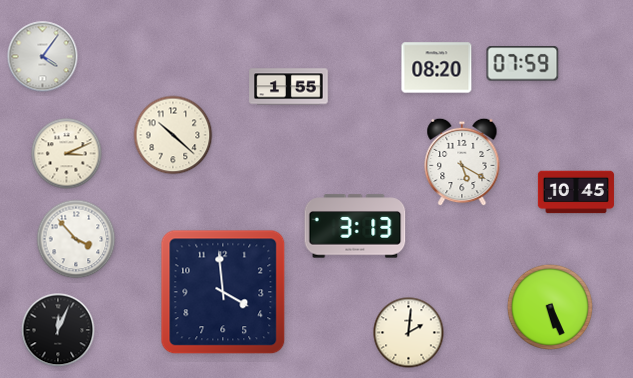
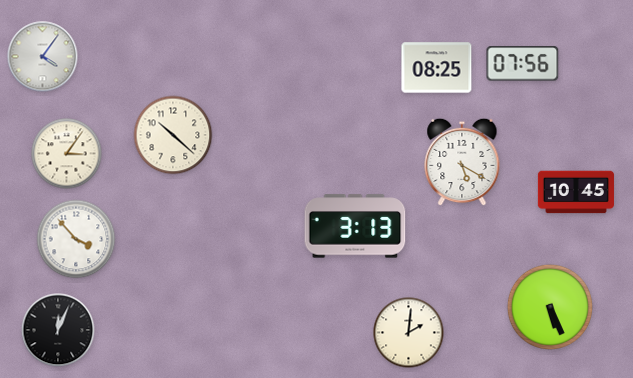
clock at (523, 64): 07:59 -> 07:56
clock at (437, 68): 08:20 -> 08:25
clock at (289, 87): 1:55 -> none
clock at (67, 154): 3:11 -> 3:06
clock at (223, 292): 3:59 -> none
